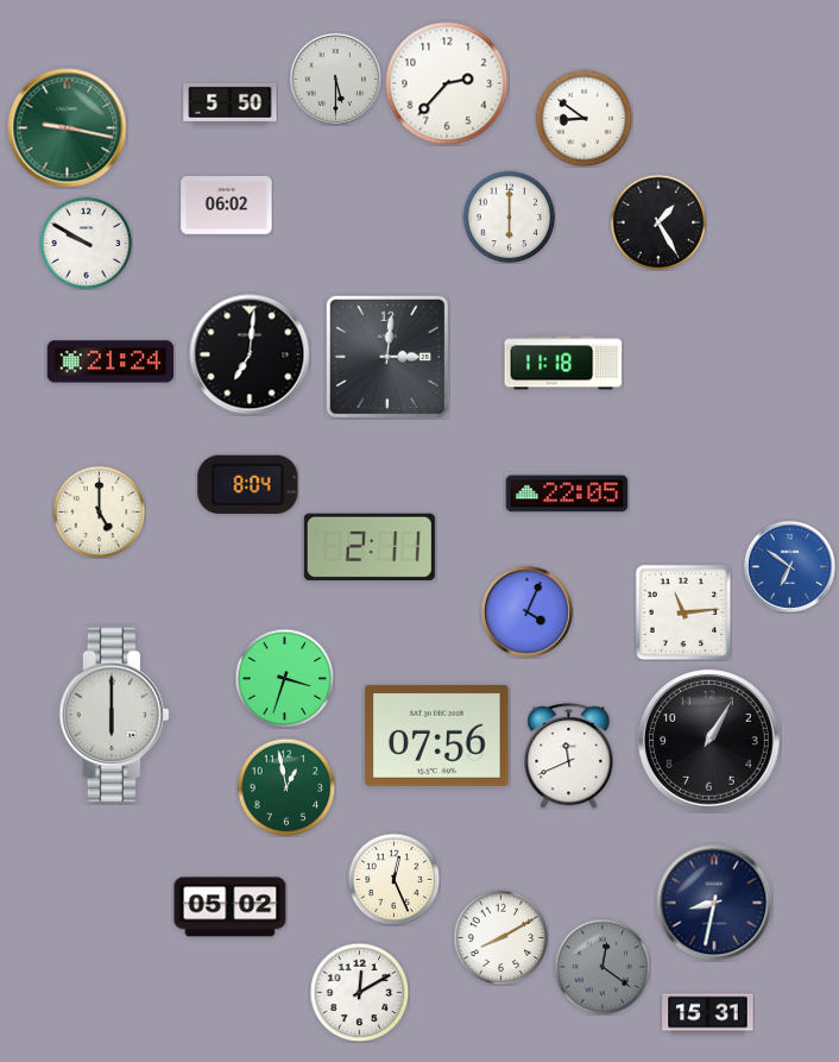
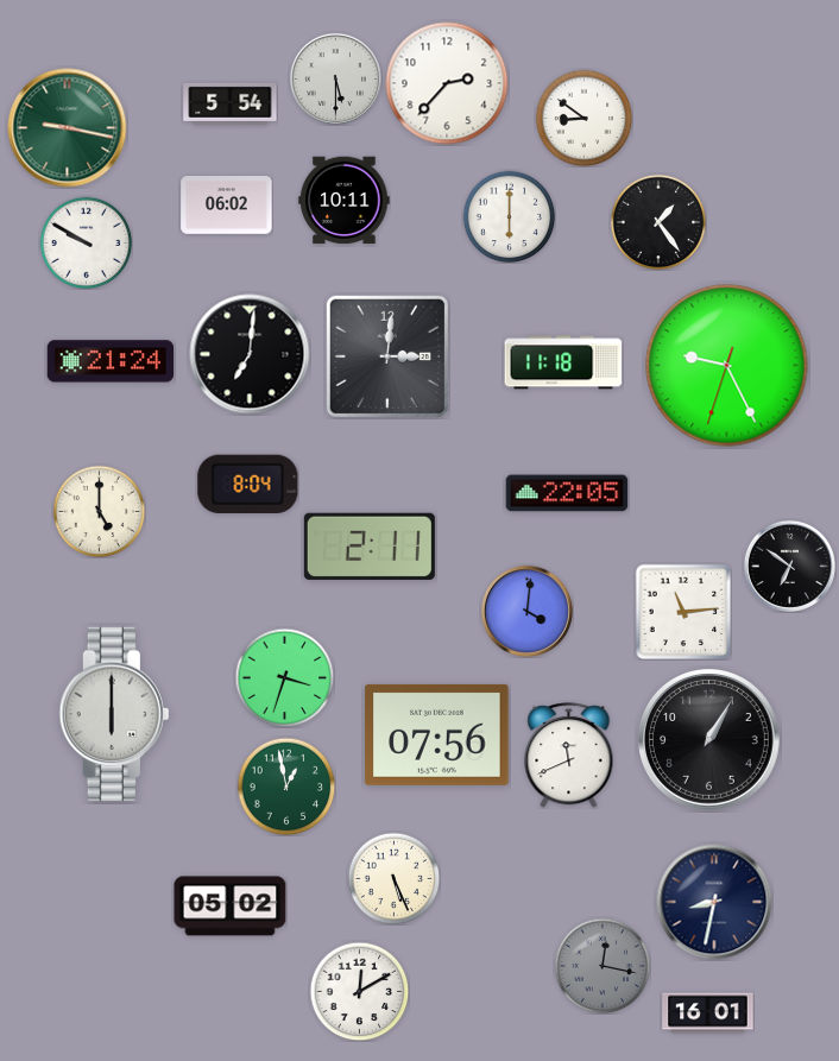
clock at (231, 103): 5:50 -> 5:54
clock at (345, 201): none -> 10:11
clock at (658, 222): 1:25 -> 1:24
clock at (727, 366): none -> 9:25
clock at (789, 566) dial: blue -> black
clock at (526, 611): 4:04 -> 4:01
clock at (393, 879): 12:26 -> 5:26
clock at (500, 937): 8:10 -> none
clock at (603, 967): 12:21 -> 12:17
clock at (708, 1014): 15:31 -> 16:01
